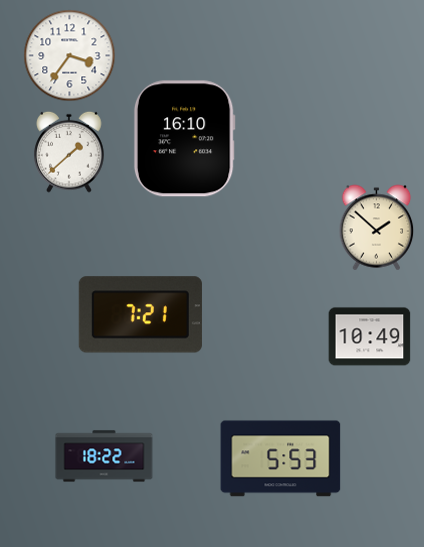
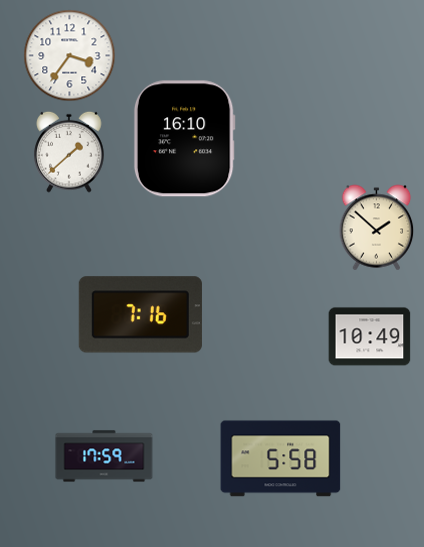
clock at (140, 315): 7:21 -> 7:16
clock at (104, 456): 18:22 -> 17:59
clock at (281, 459): 5:53 -> 5:58
